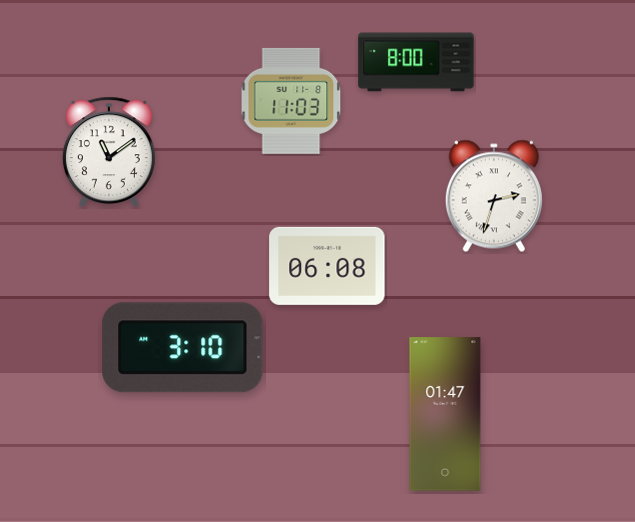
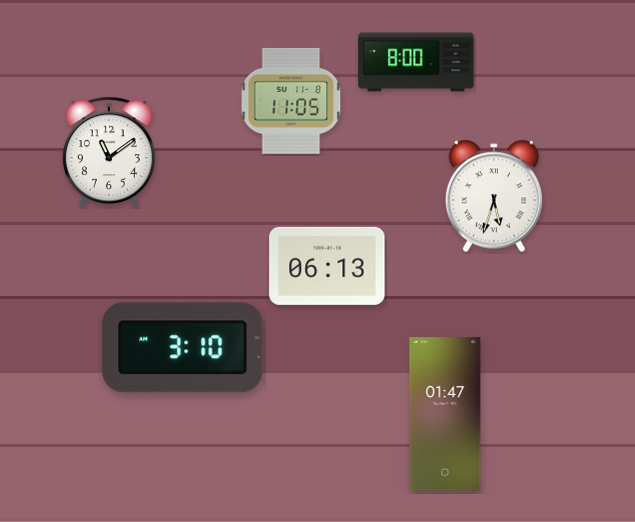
clock at (291, 101): 11:03 -> 11:05
clock at (494, 196): 2:33 -> 5:33
clock at (327, 266): 06:08 -> 06:13
